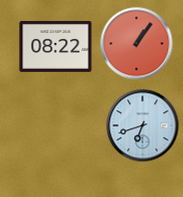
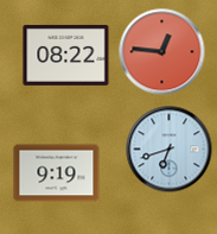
clock at (137, 44): 1:06 -> 12:46
clock at (57, 173): none -> 9:19
